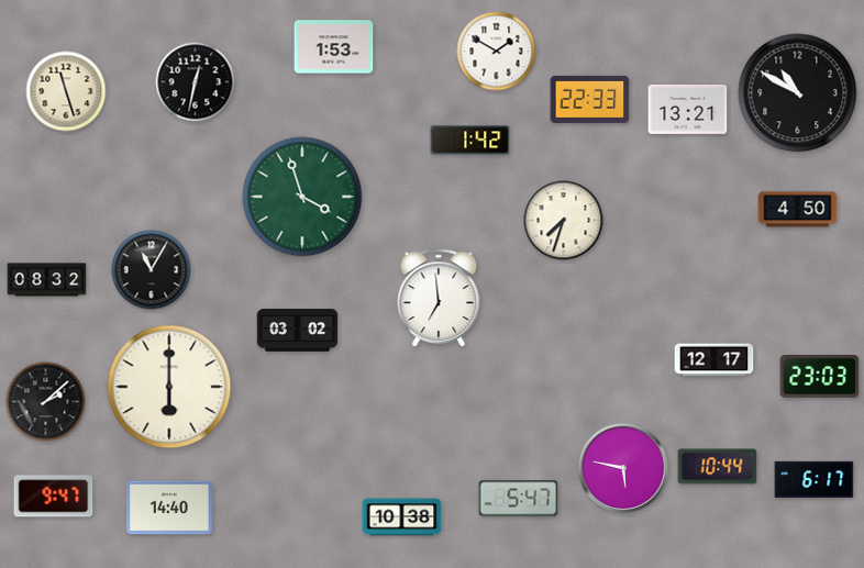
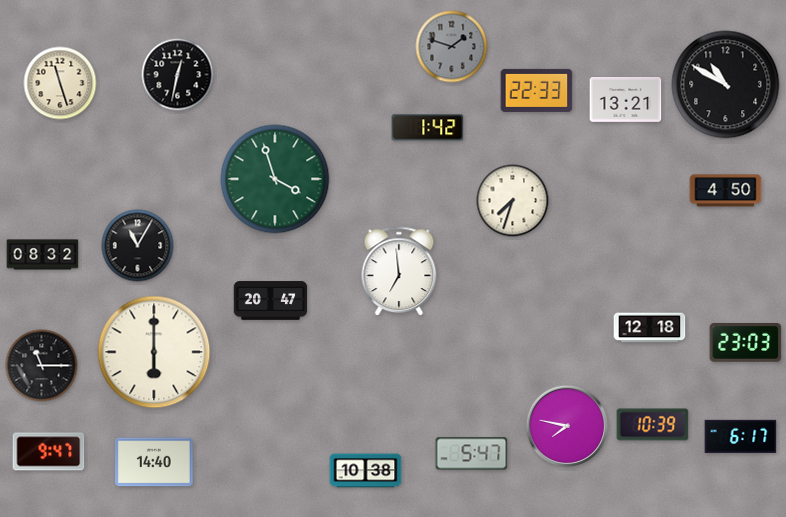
clock at (334, 47): 1:53 -> none
clock at (497, 52): 1:50 -> 1:48
clock at (497, 52) dial: white -> grey
clock at (298, 331): 03:02 -> 20:47
clock at (715, 360): 12:17 -> 12:18
clock at (46, 402): 2:08 -> 11:15
clock at (718, 467): 10:44 -> 10:39
clock at (623, 468): 5:47 -> 7:47
